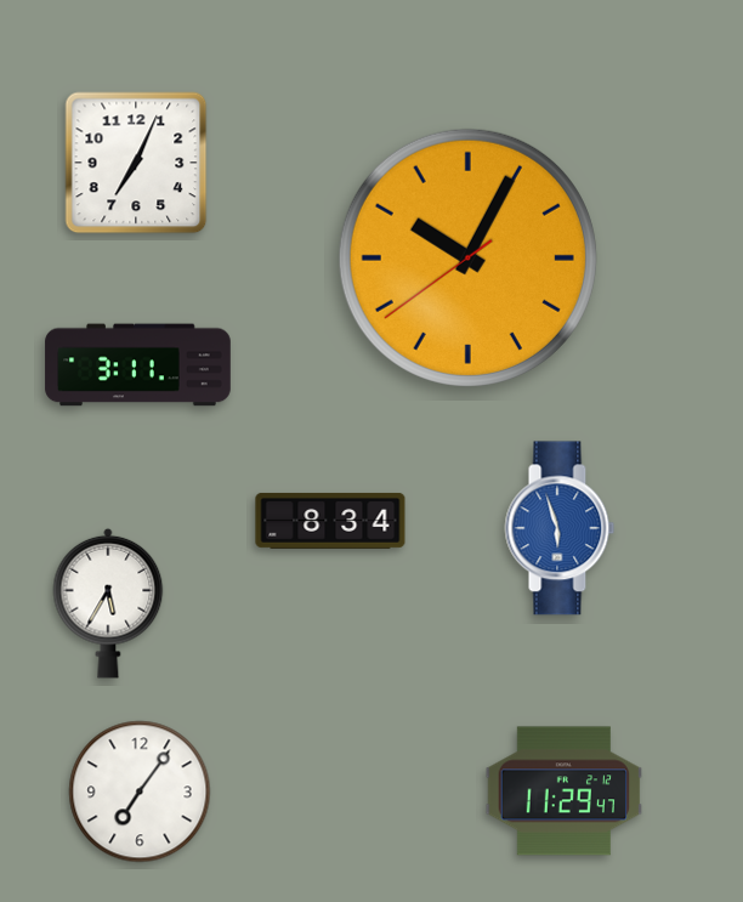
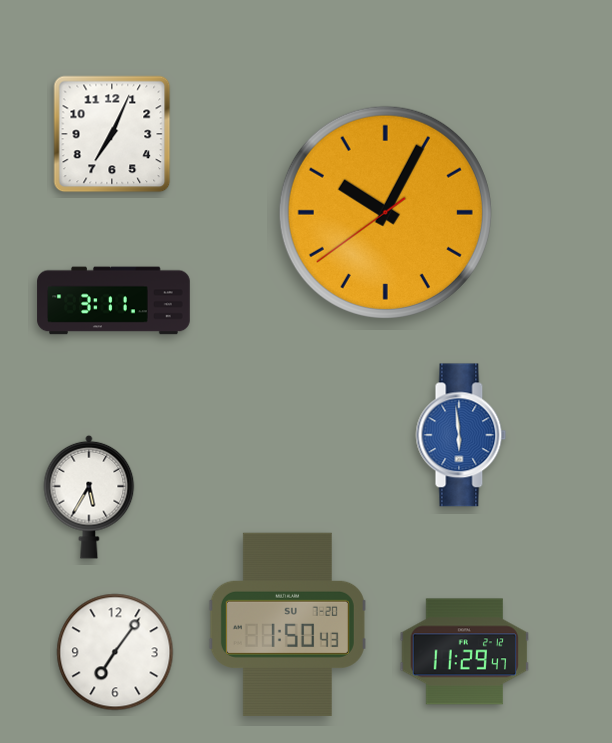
clock at (330, 521): 8:34 -> none
clock at (560, 528): 5:57 -> 5:59
clock at (287, 624): none -> 1:50
